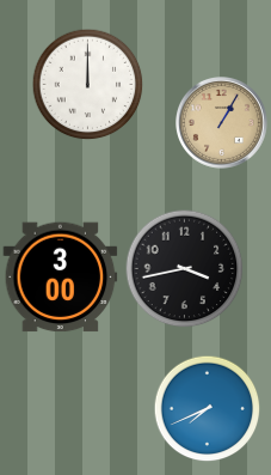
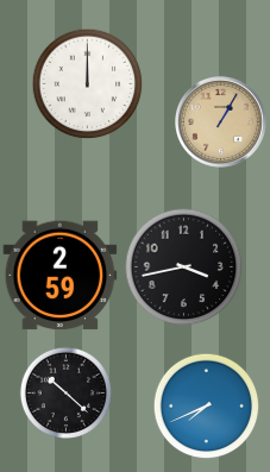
clock at (61, 278): 3:00 -> 2:59
clock at (65, 392): none -> 10:22
